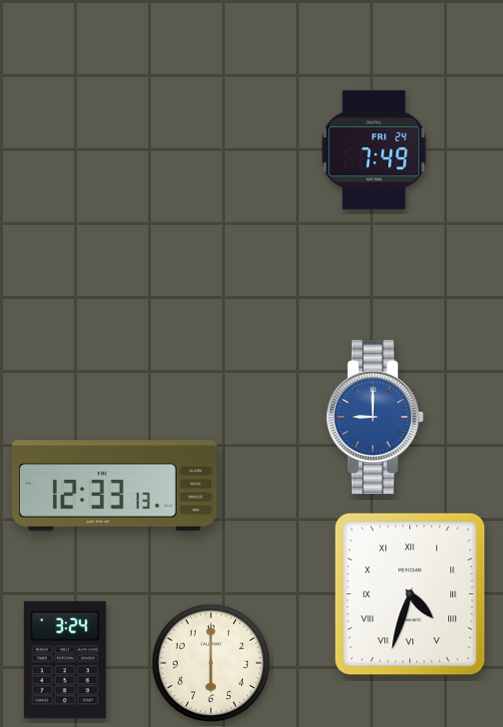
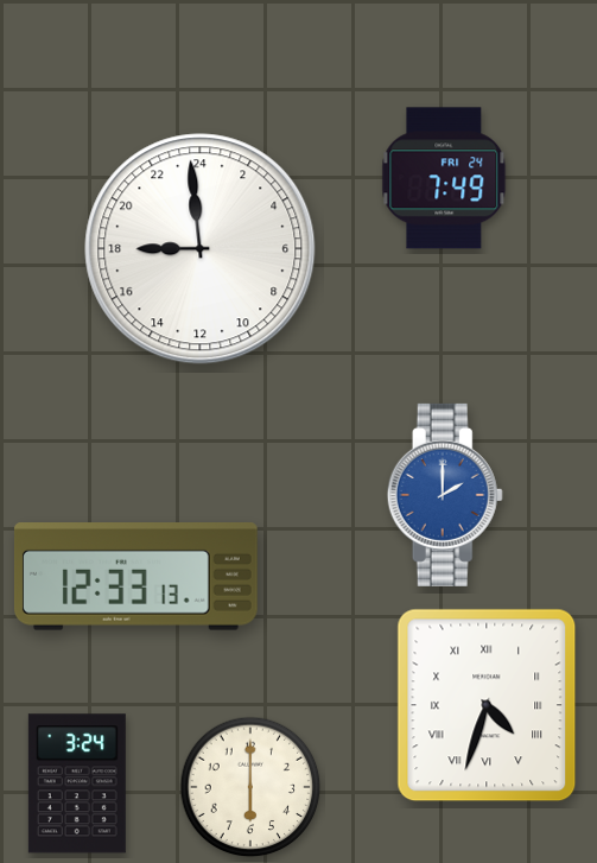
clock at (201, 249): none -> 17:59
clock at (375, 417): 9:00 -> 2:00
